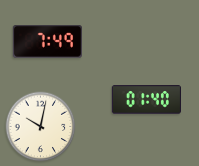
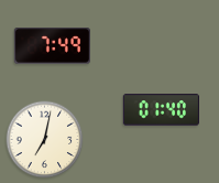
clock at (41, 127): 10:02 -> 7:02
